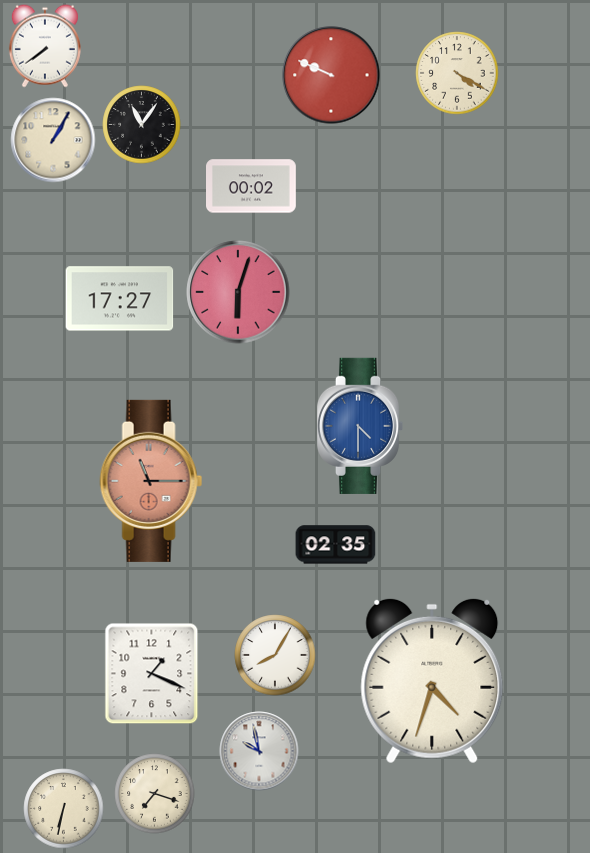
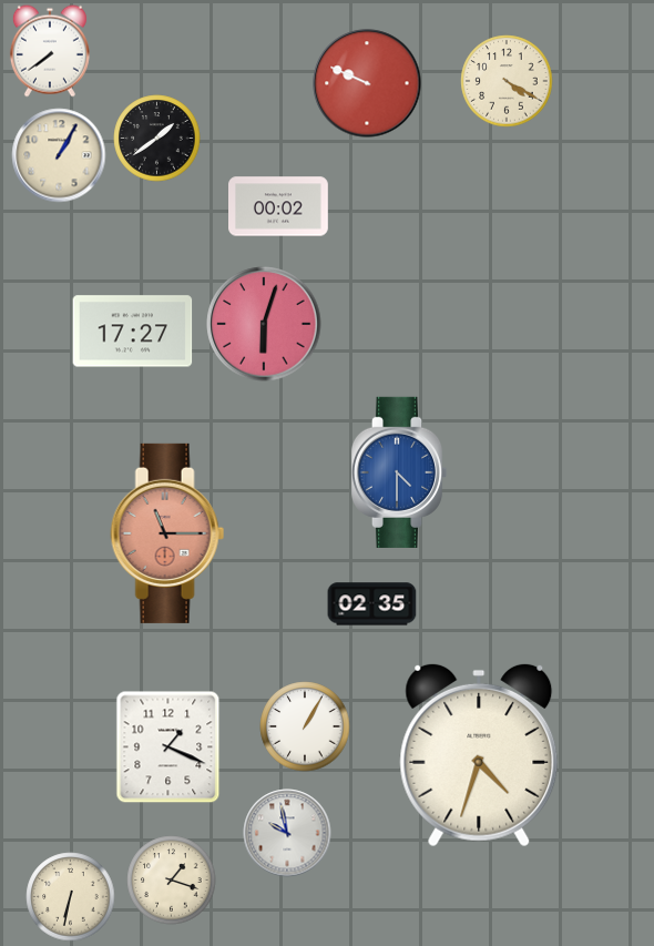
clock at (142, 125): 11:06 -> 1:39
clock at (275, 655): 8:05 -> 1:05
clock at (155, 794): 7:18 -> 1:18
